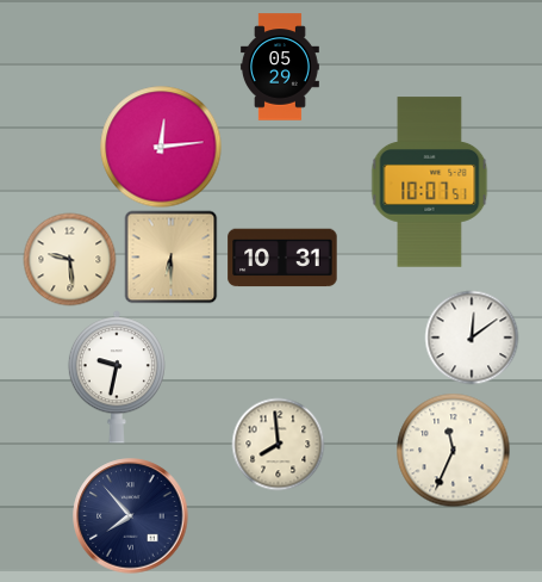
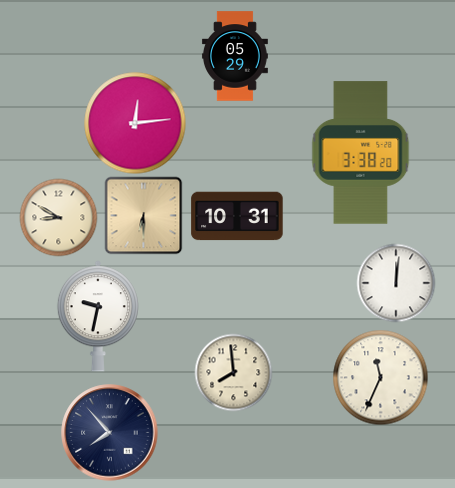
clock at (430, 182): 10:07 -> 3:38
clock at (69, 259): 9:29 -> 8:50
clock at (472, 338): 12:09 -> 12:01
